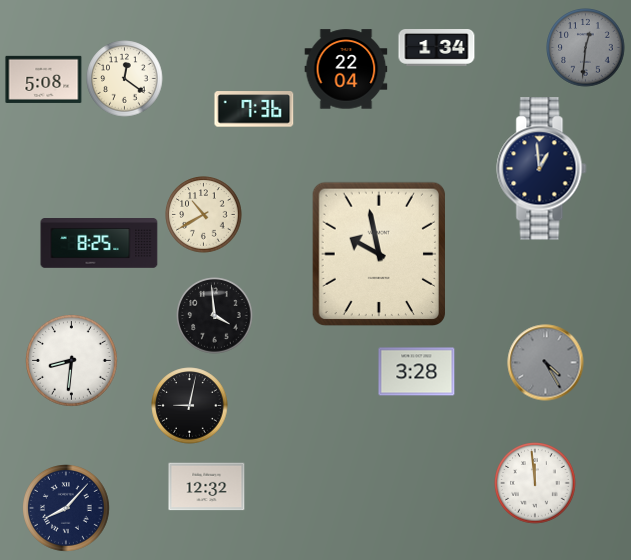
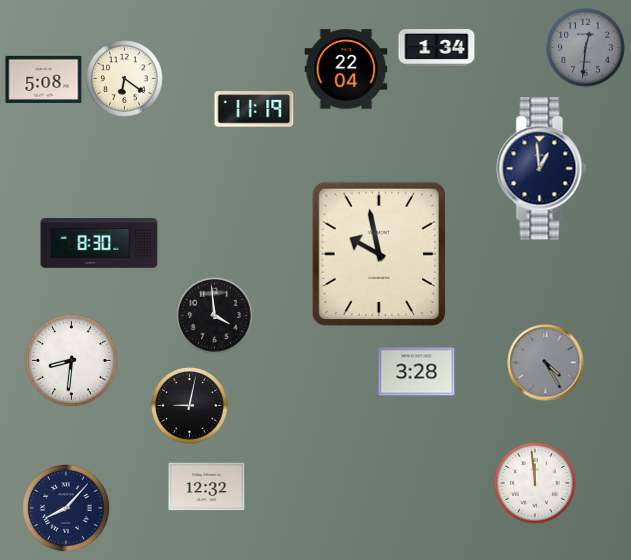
clock at (125, 79): 12:21 -> 6:21
clock at (254, 109): 7:36 -> 11:19
clock at (204, 215): 10:40 -> none
clock at (99, 243): 8:25 -> 8:30
